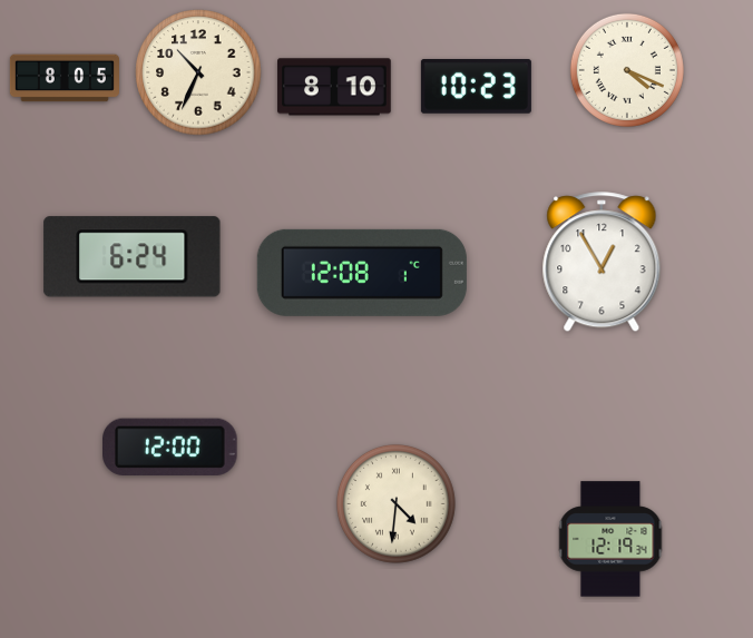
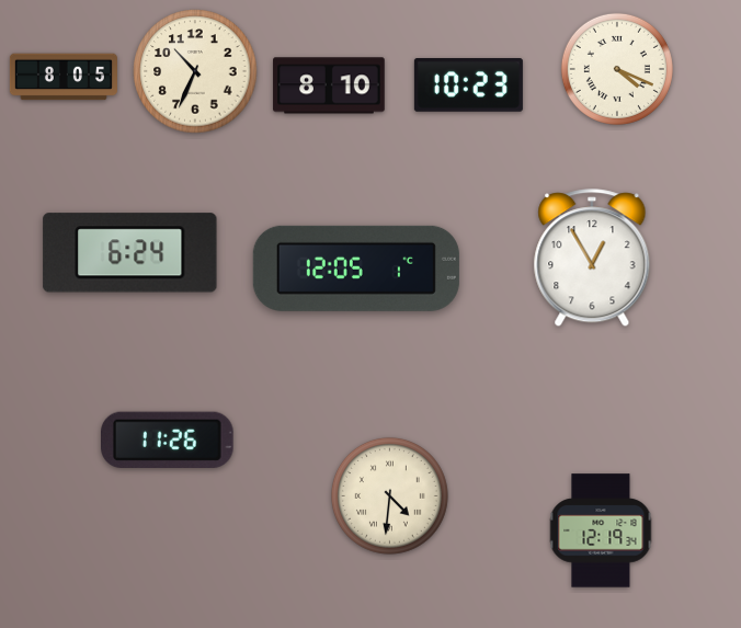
clock at (362, 273): 12:08 -> 12:05
clock at (170, 446): 12:00 -> 11:26
